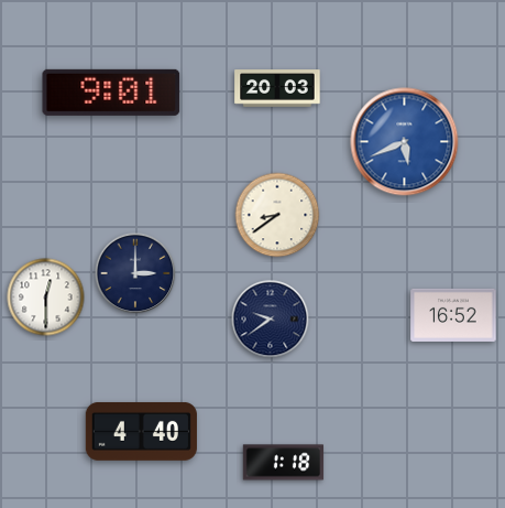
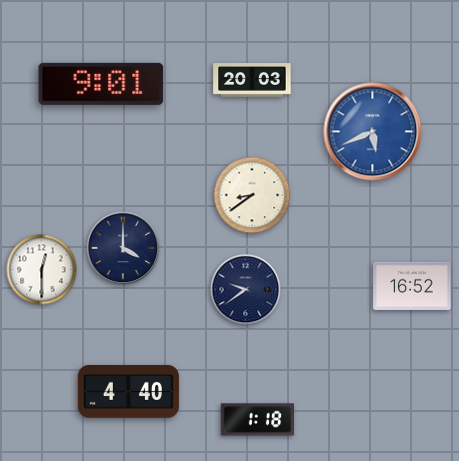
clock at (405, 142) position: (405, 142) -> (373, 132)
clock at (135, 273): 3:00 -> 4:00
